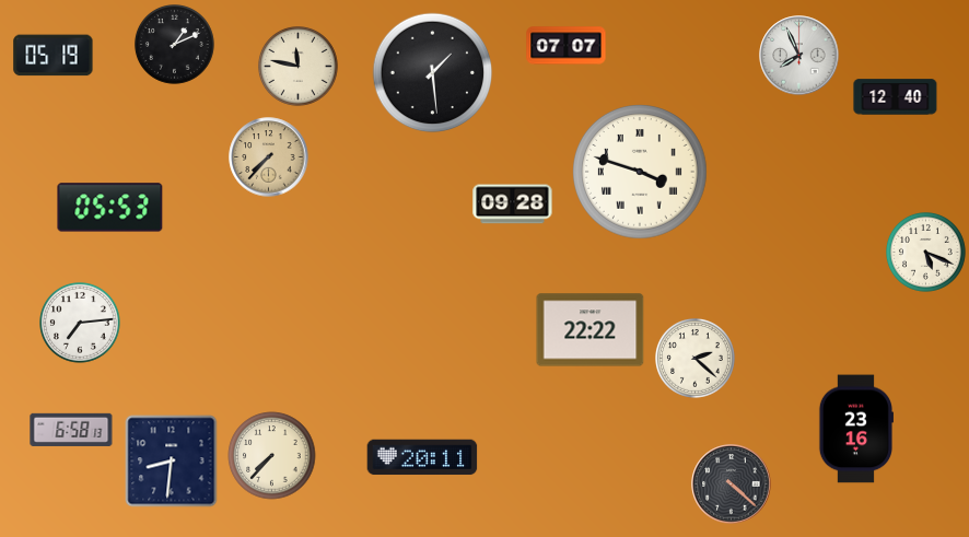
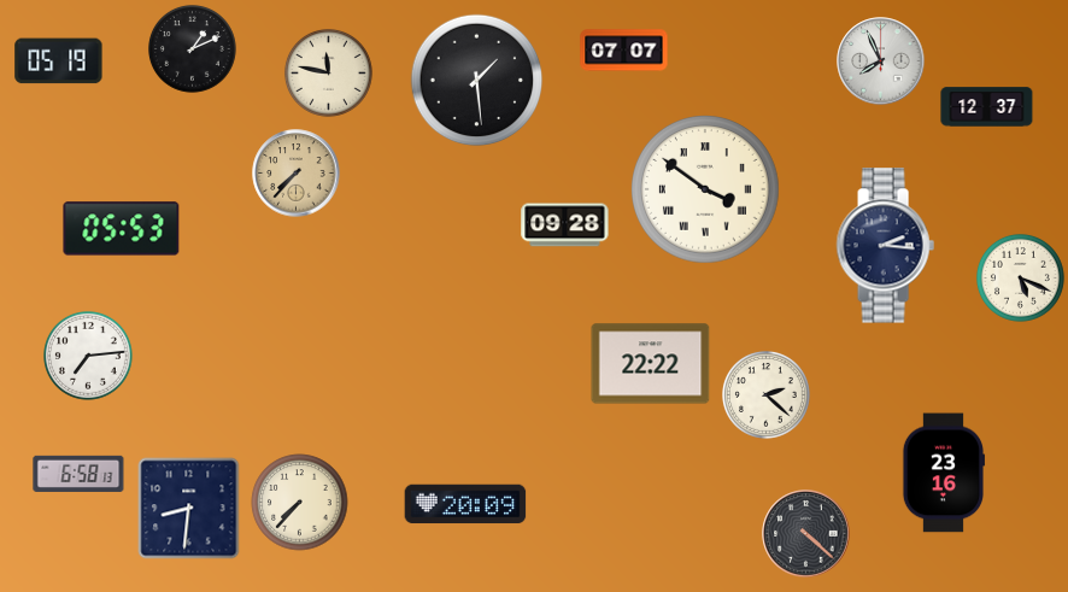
clock at (896, 97): 12:40 -> 12:37
clock at (641, 173): 3:48 -> 3:51
clock at (885, 246): none -> 2:16
clock at (422, 457): 20:11 -> 20:09
